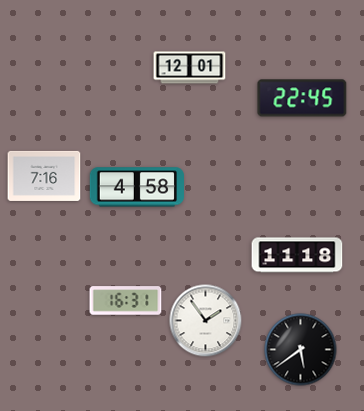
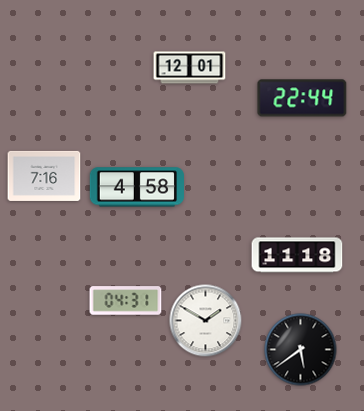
clock at (302, 98): 22:45 -> 22:44
clock at (126, 301): 16:31 -> 04:31
clock at (206, 321): 1:54 -> 1:50
